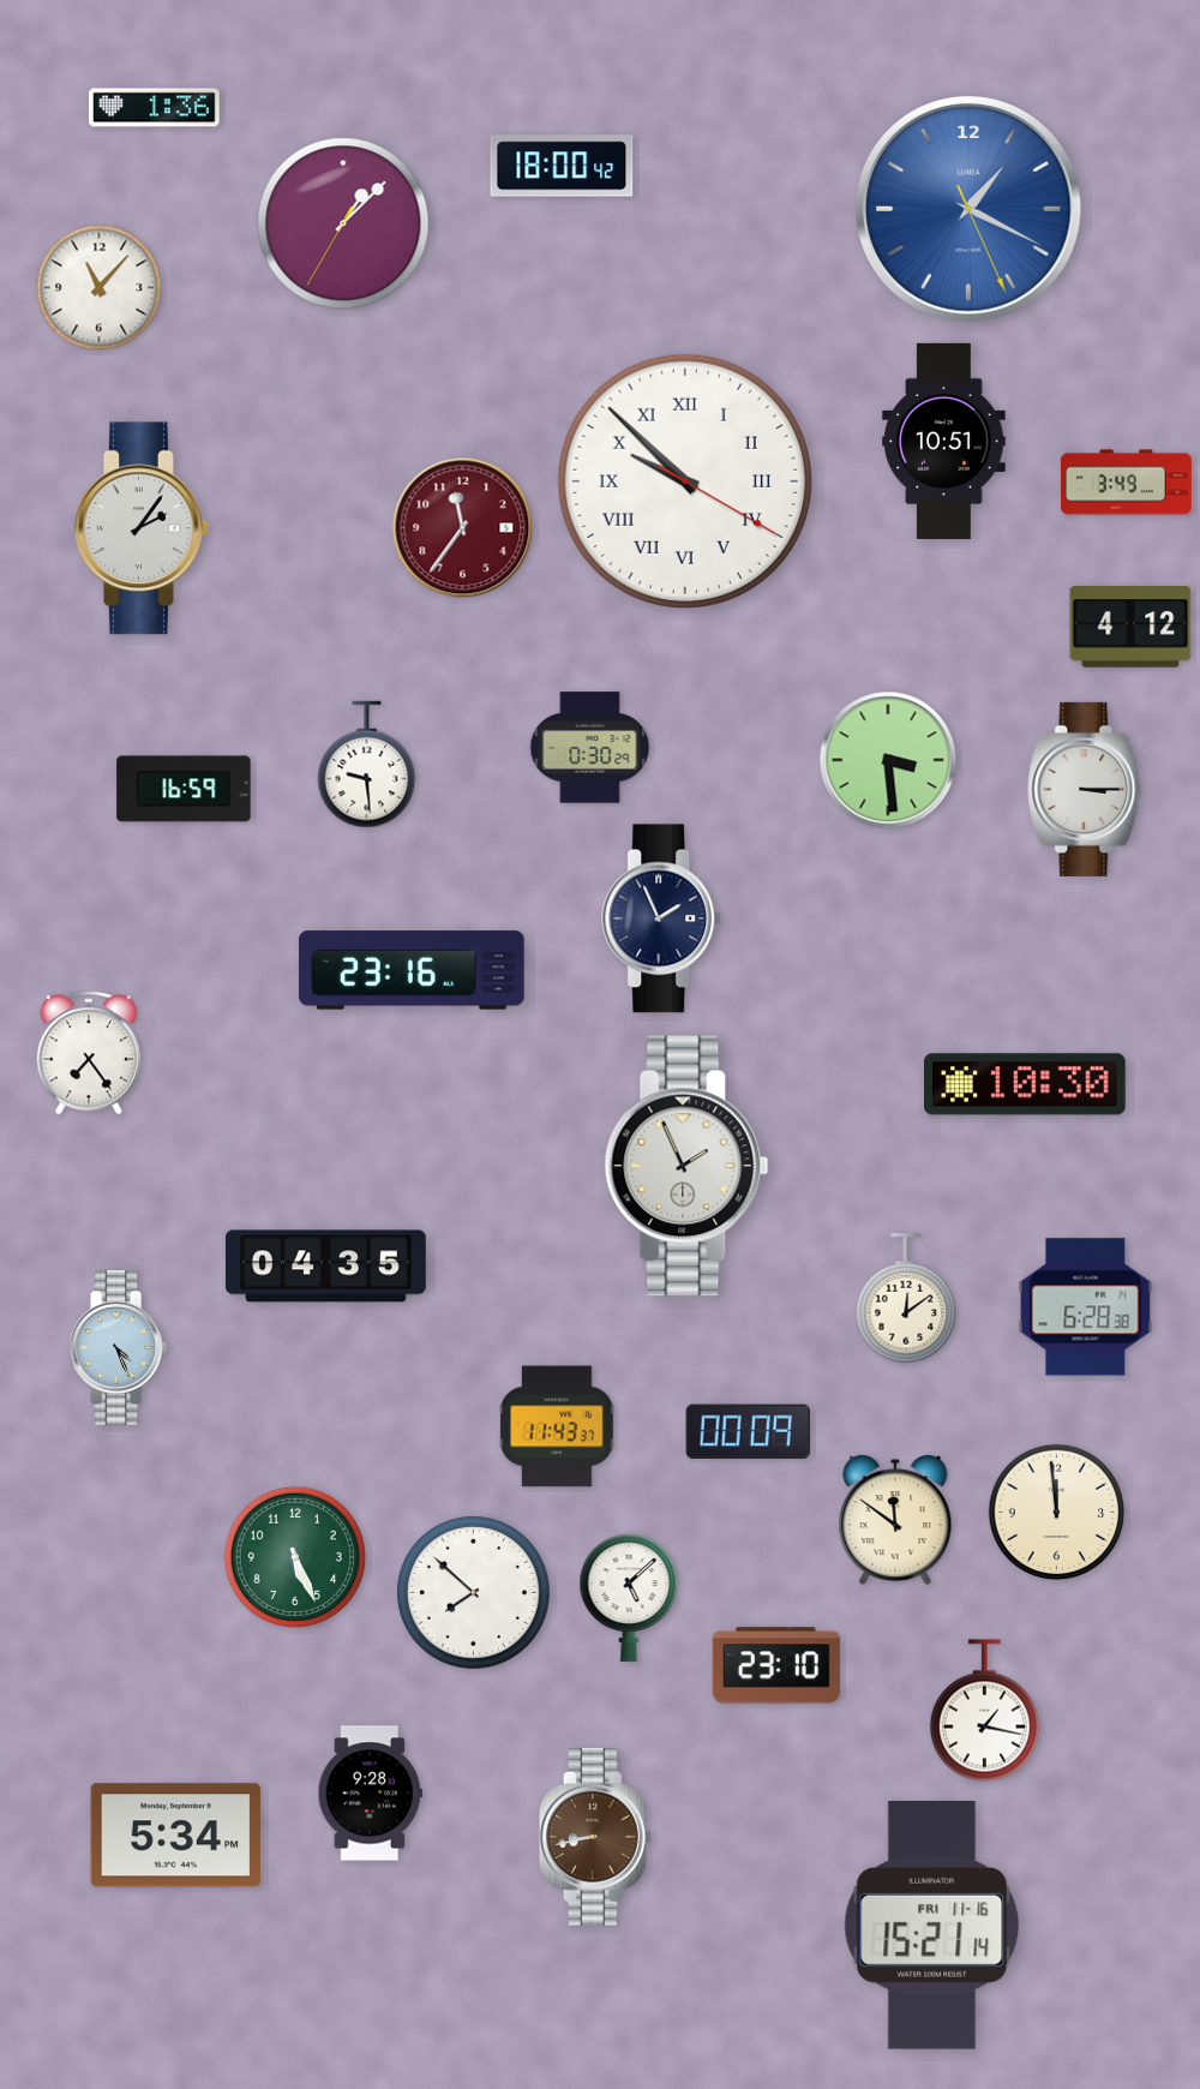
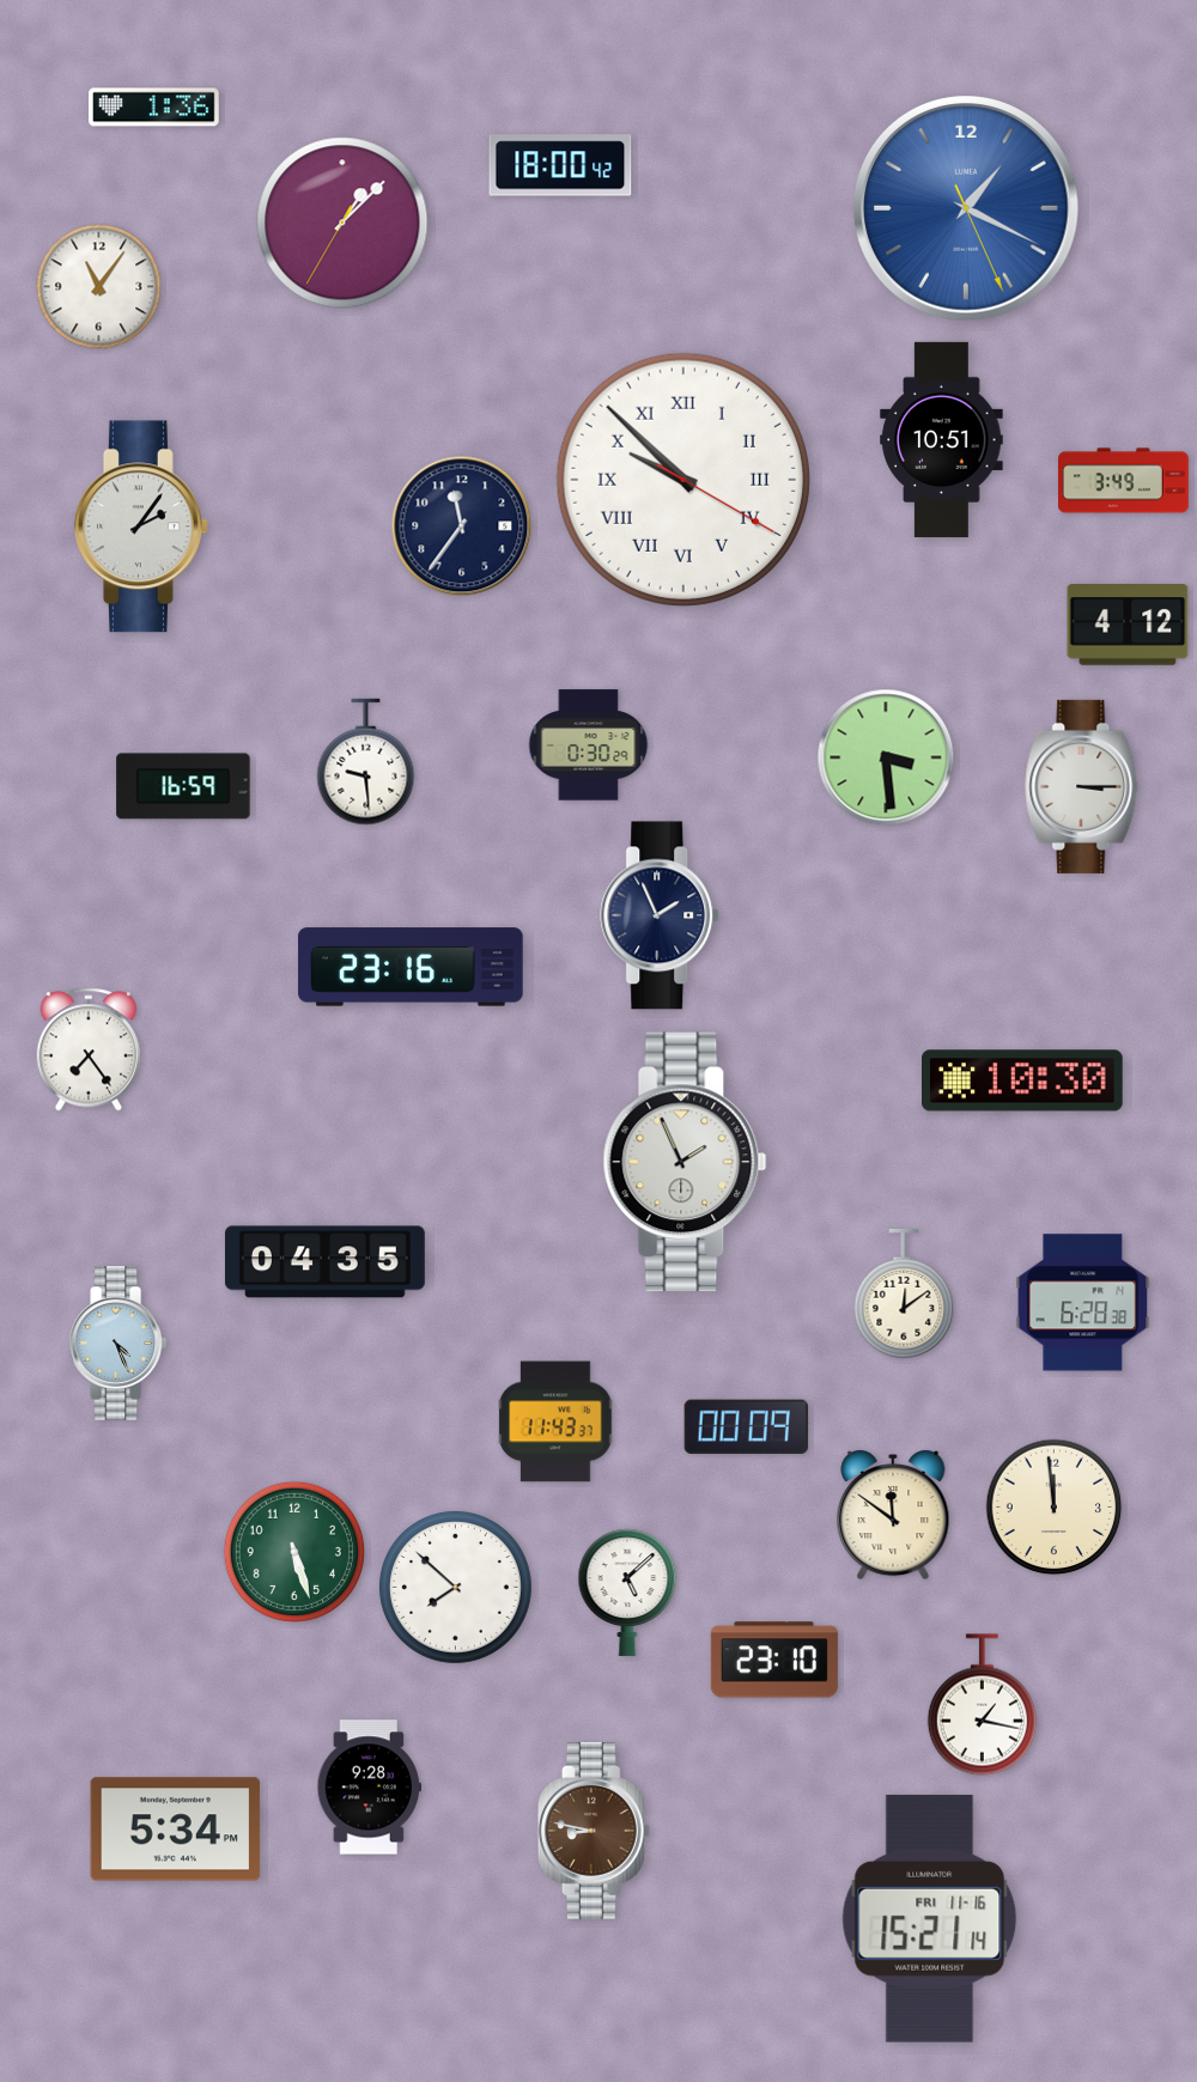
clock at (100, 288): 11:07 -> 11:06
clock at (463, 528) dial: burgundy -> navy
clock at (295, 1557): 5:26 -> 5:27
clock at (473, 1592) position: (473, 1592) -> (455, 1587)
clock at (595, 1837): 8:43 -> 8:47
